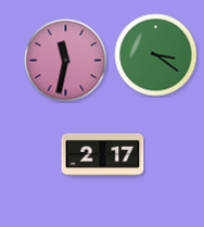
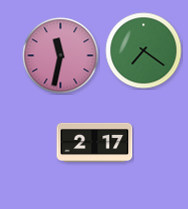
clock at (156, 55): 3:21 -> 7:21
